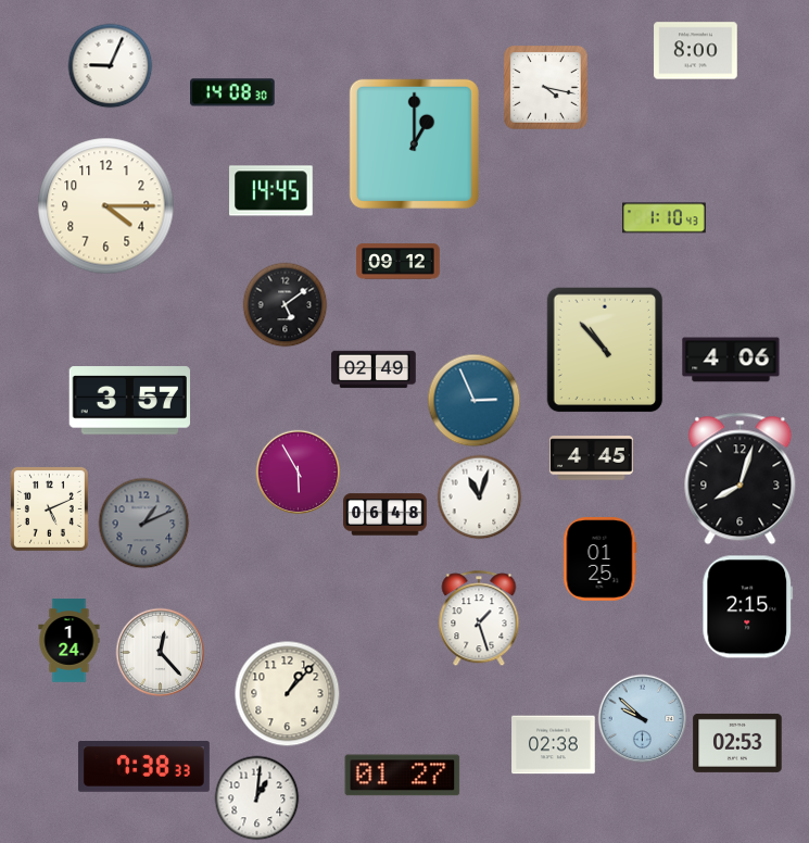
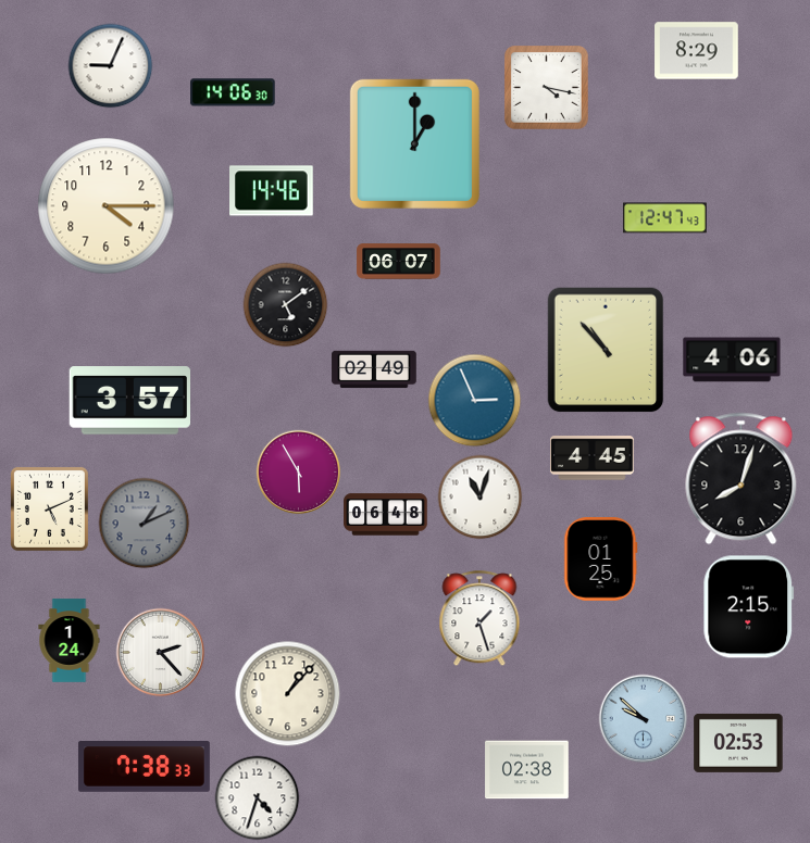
clock at (696, 51): 8:00 -> 8:29
clock at (232, 92): 14:08 -> 14:06
clock at (271, 191): 14:45 -> 14:46
clock at (665, 218): 1:10 -> 12:47
clock at (399, 262): 09:12 -> 06:07
clock at (160, 652): 12:23 -> 2:23
clock at (554, 745) position: (554, 745) -> (527, 770)
clock at (403, 776): 01:27 -> none
clock at (256, 797): 1:01 -> 4:33
